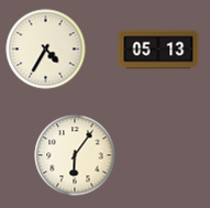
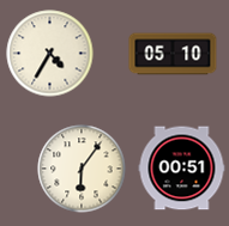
clock at (158, 50): 05:13 -> 05:10
clock at (182, 169): none -> 00:51
